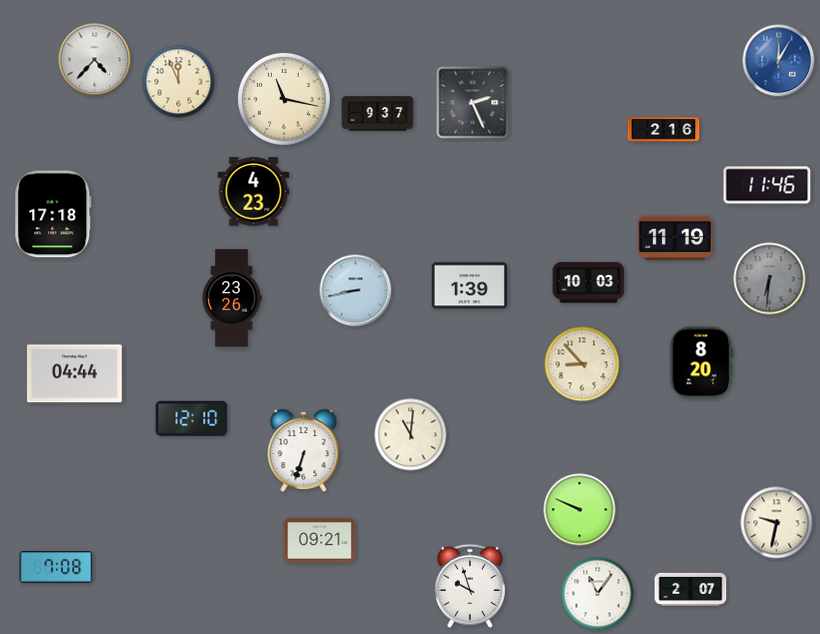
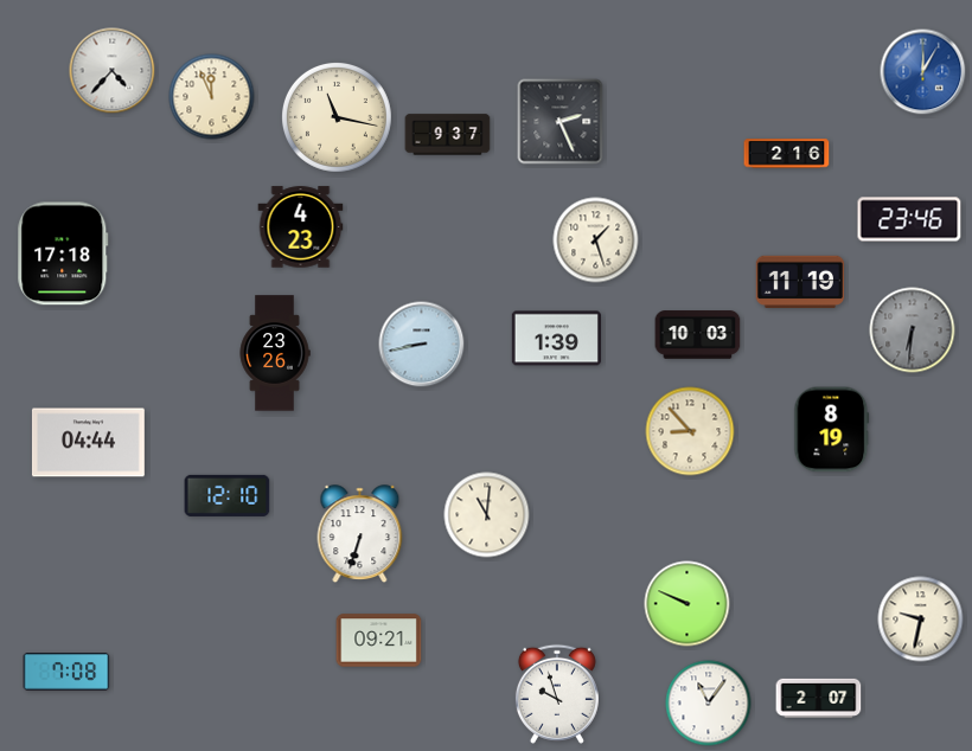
clock at (767, 185): 11:46 -> 23:46
clock at (596, 240): none -> 1:27
clock at (702, 363): 8:20 -> 8:19
